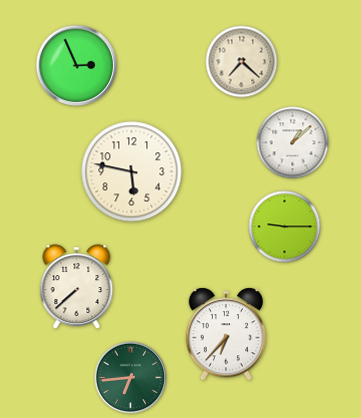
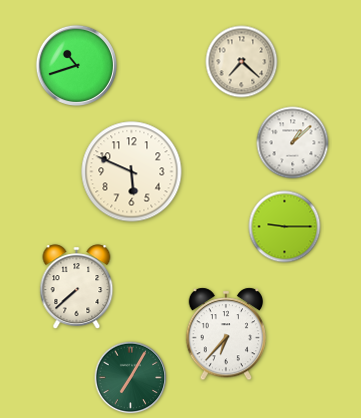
clock at (76, 65): 2:56 -> 10:42
clock at (132, 172): 5:47 -> 5:49
clock at (131, 378): 6:44 -> 7:05
